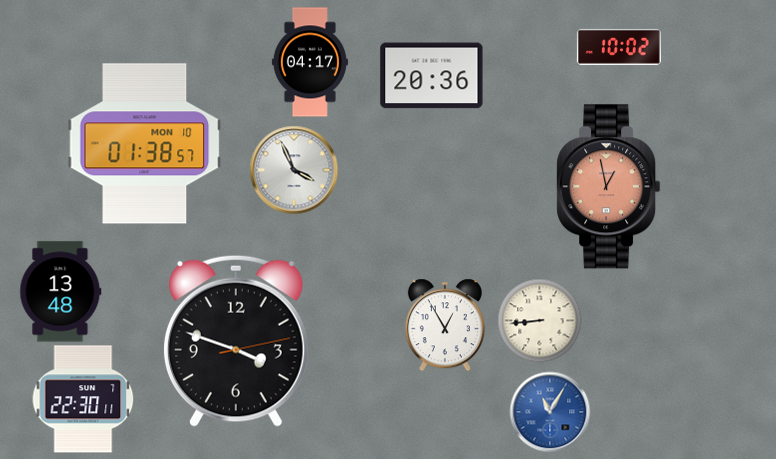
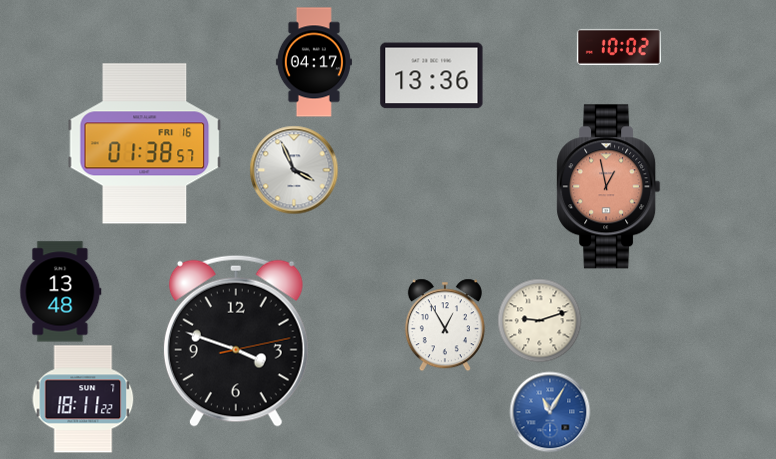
clock at (310, 62) position: (310, 62) -> (314, 62)
clock at (432, 76): 20:36 -> 13:36
clock at (145, 144) date: MON 10 -> FRI 16
clock at (539, 320): 8:44 -> 9:12
clock at (83, 399): 22:30 -> 18:11
